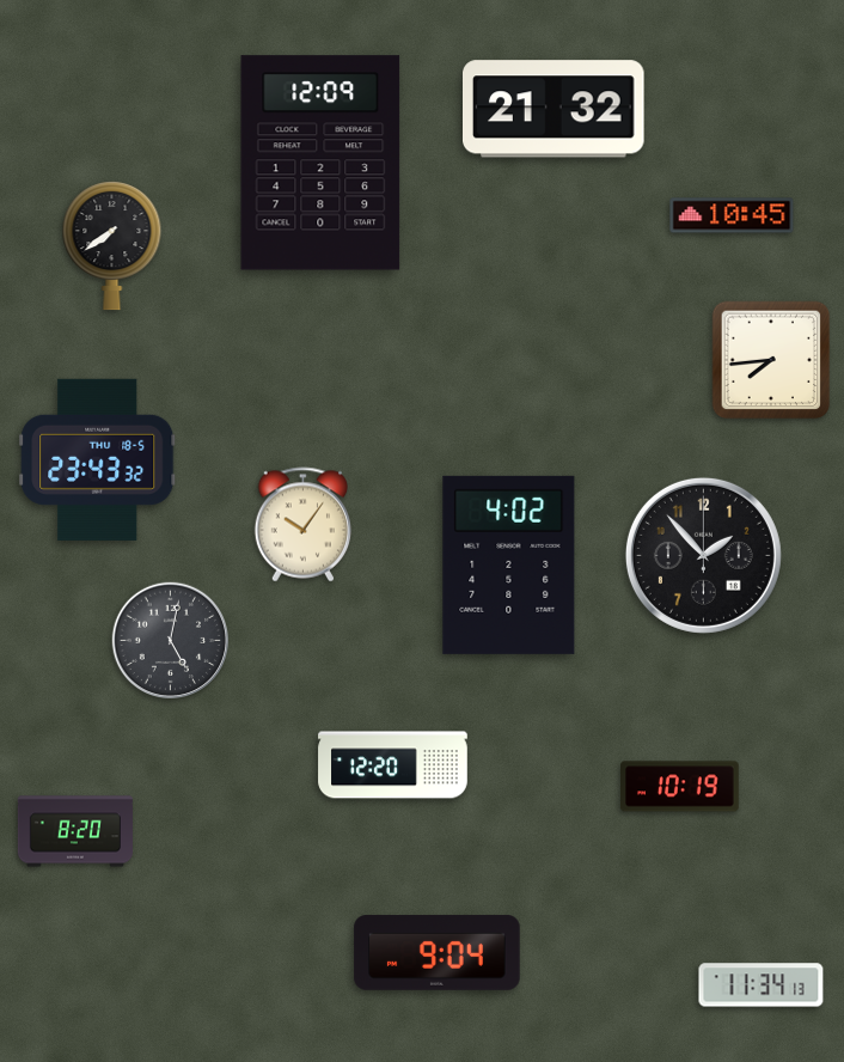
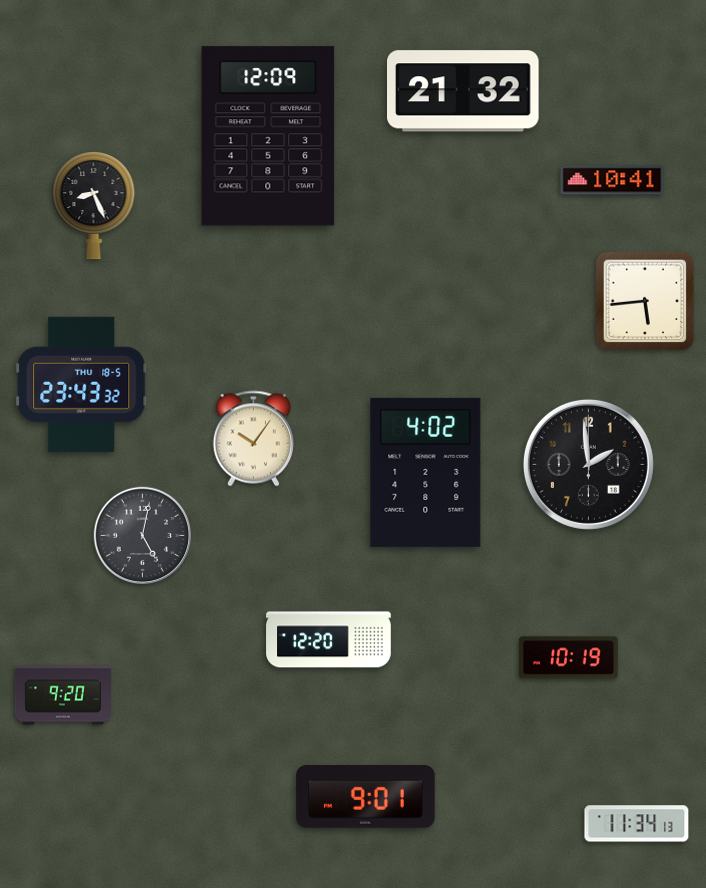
clock at (732, 215): 10:45 -> 10:41
clock at (112, 246): 7:39 -> 8:26
clock at (771, 360): 7:44 -> 5:44
clock at (703, 555): 1:53 -> 1:59
clock at (75, 831): 8:20 -> 9:20
clock at (438, 953): 9:04 -> 9:01
